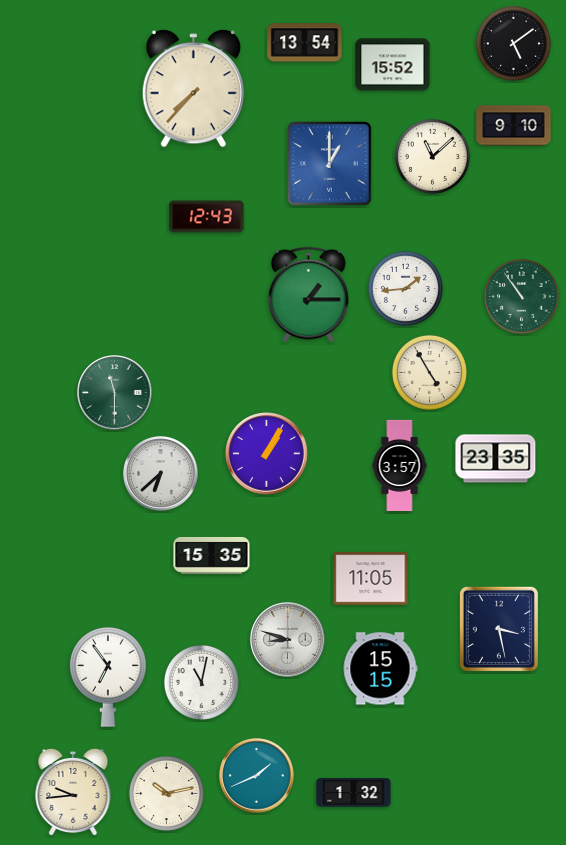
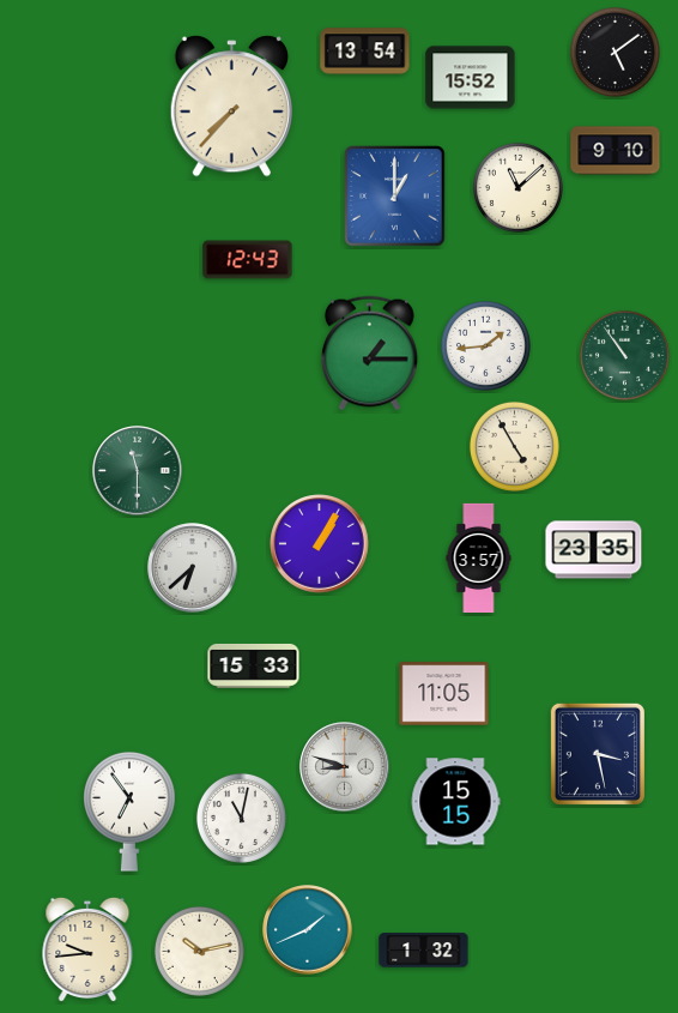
clock at (212, 555): 15:35 -> 15:33
